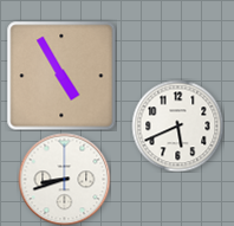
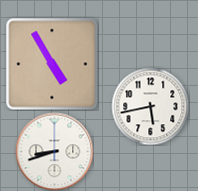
clock at (177, 125): 5:41 -> 5:43
